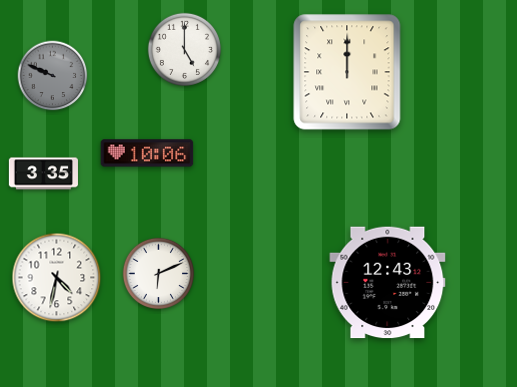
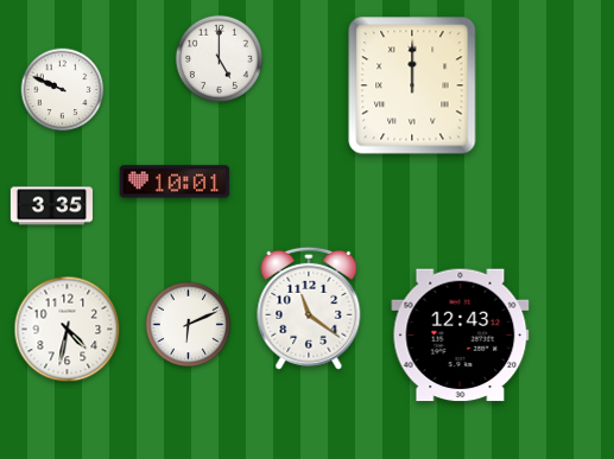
clock at (53, 76) dial: grey -> white
clock at (147, 153): 10:06 -> 10:01
clock at (309, 308): none -> 11:21
